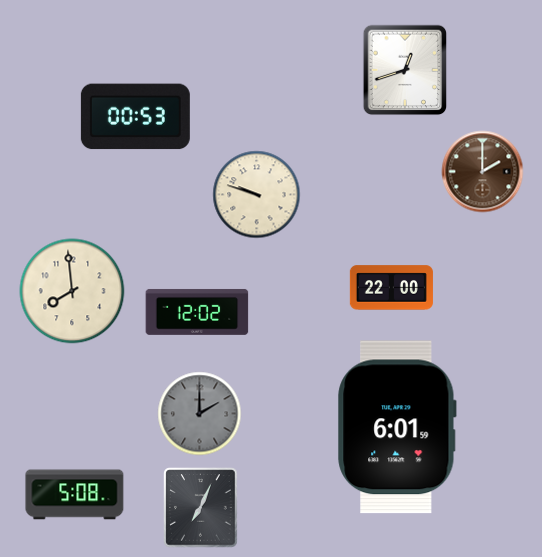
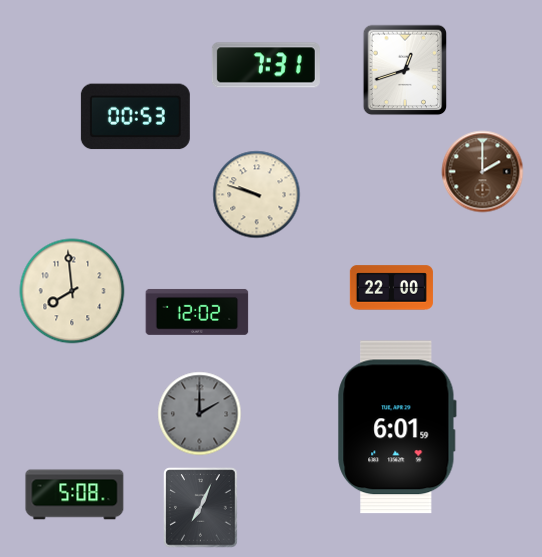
clock at (266, 65): none -> 7:31
